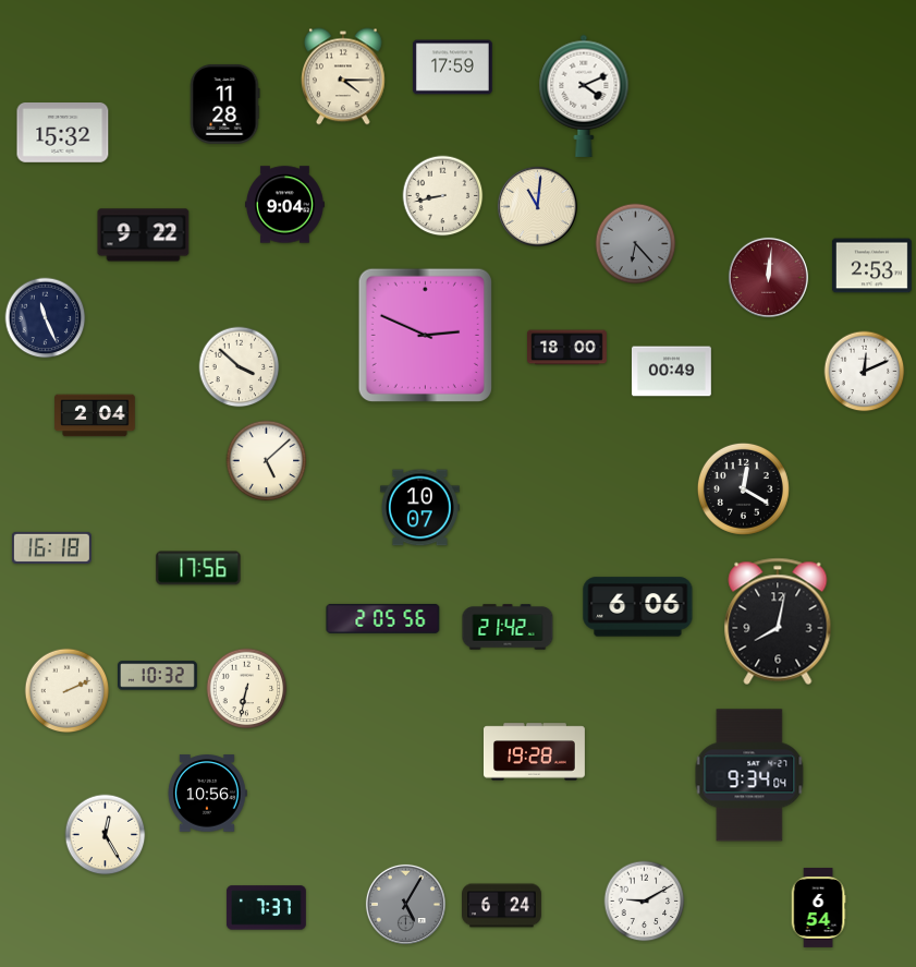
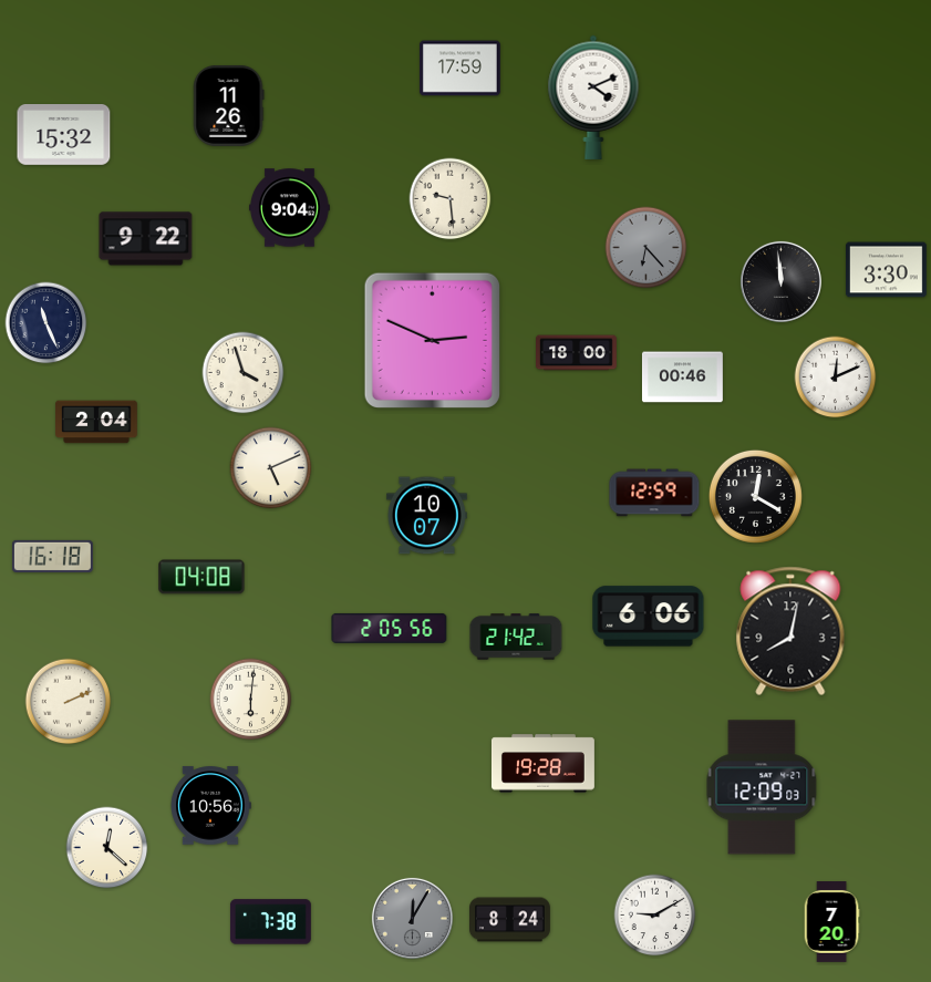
clock at (344, 76): 4:15 -> none
clock at (224, 104): 11:28 -> 11:26
clock at (443, 196): 8:43 -> 9:29
clock at (537, 206): 11:01 -> none
clock at (871, 266): 2:53 -> 3:30
clock at (768, 277): 12:01 -> 11:59
clock at (768, 277) dial: burgundy -> black
clock at (240, 367): 3:52 -> 3:57
clock at (672, 372): 00:49 -> 00:46
clock at (865, 372) position: (865, 372) -> (836, 378)
clock at (267, 461): 5:08 -> 5:11
clock at (654, 493): none -> 12:59
clock at (198, 568): 17:56 -> 04:08
clock at (158, 676): 10:32 -> none
clock at (247, 689): 6:32 -> 6:01
clock at (749, 775): 9:34 -> 12:09
clock at (106, 835): 12:25 -> 12:22
clock at (405, 904): 5:05 -> 12:05
clock at (502, 906): 6:24 -> 8:24
clock at (266, 908): 7:37 -> 7:38
clock at (818, 908): 6:54 -> 7:20
